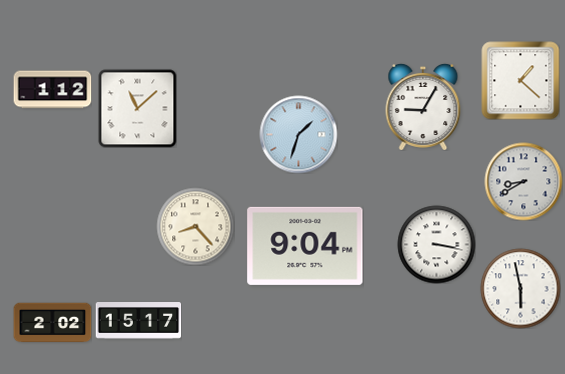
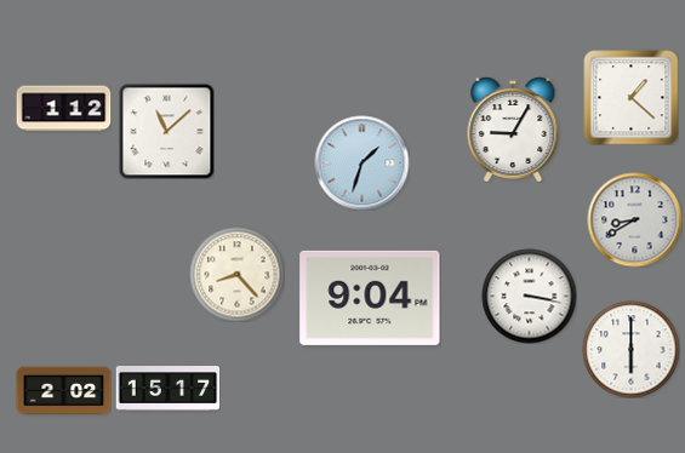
clock at (520, 288): 5:58 -> 6:00
